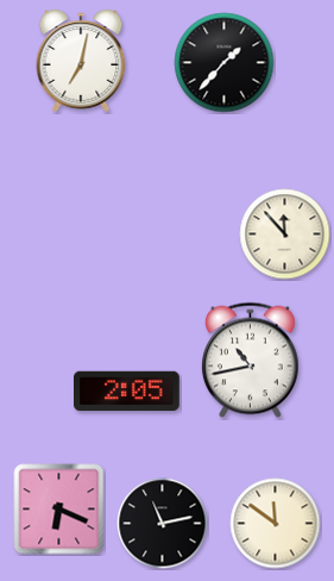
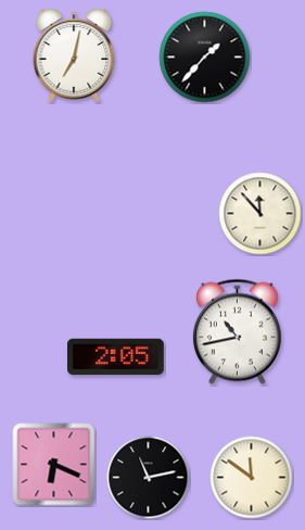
clock at (251, 361) position: (251, 361) -> (238, 332)
